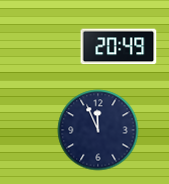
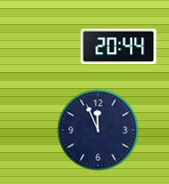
clock at (119, 47): 20:49 -> 20:44
